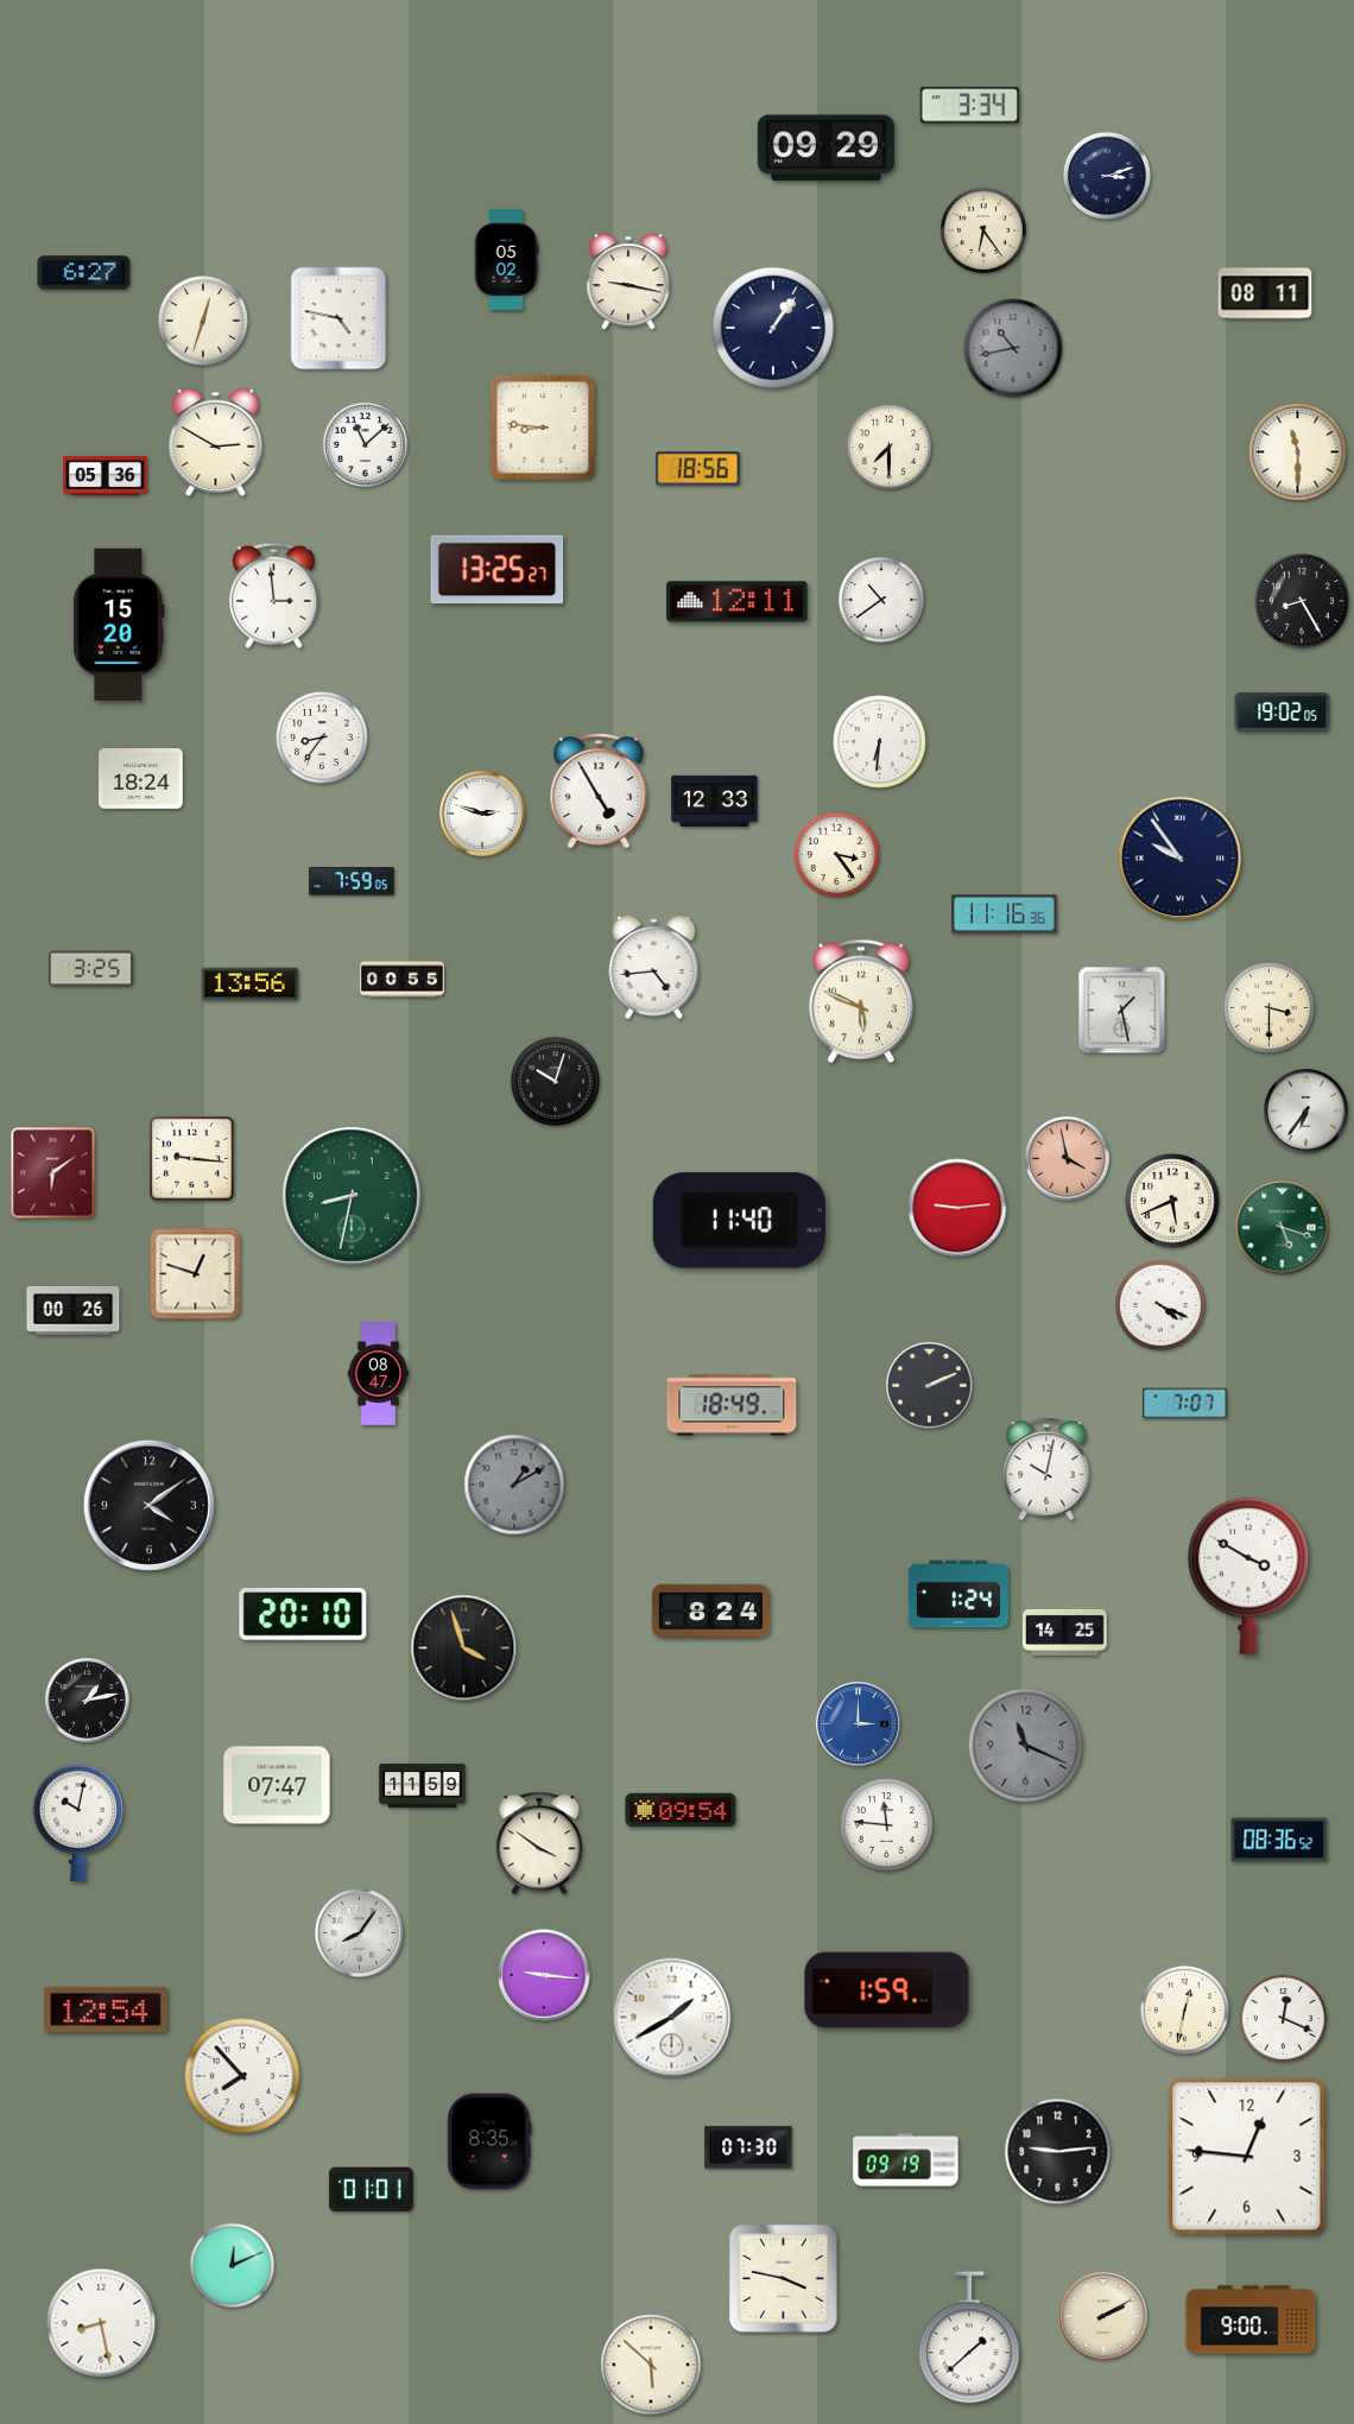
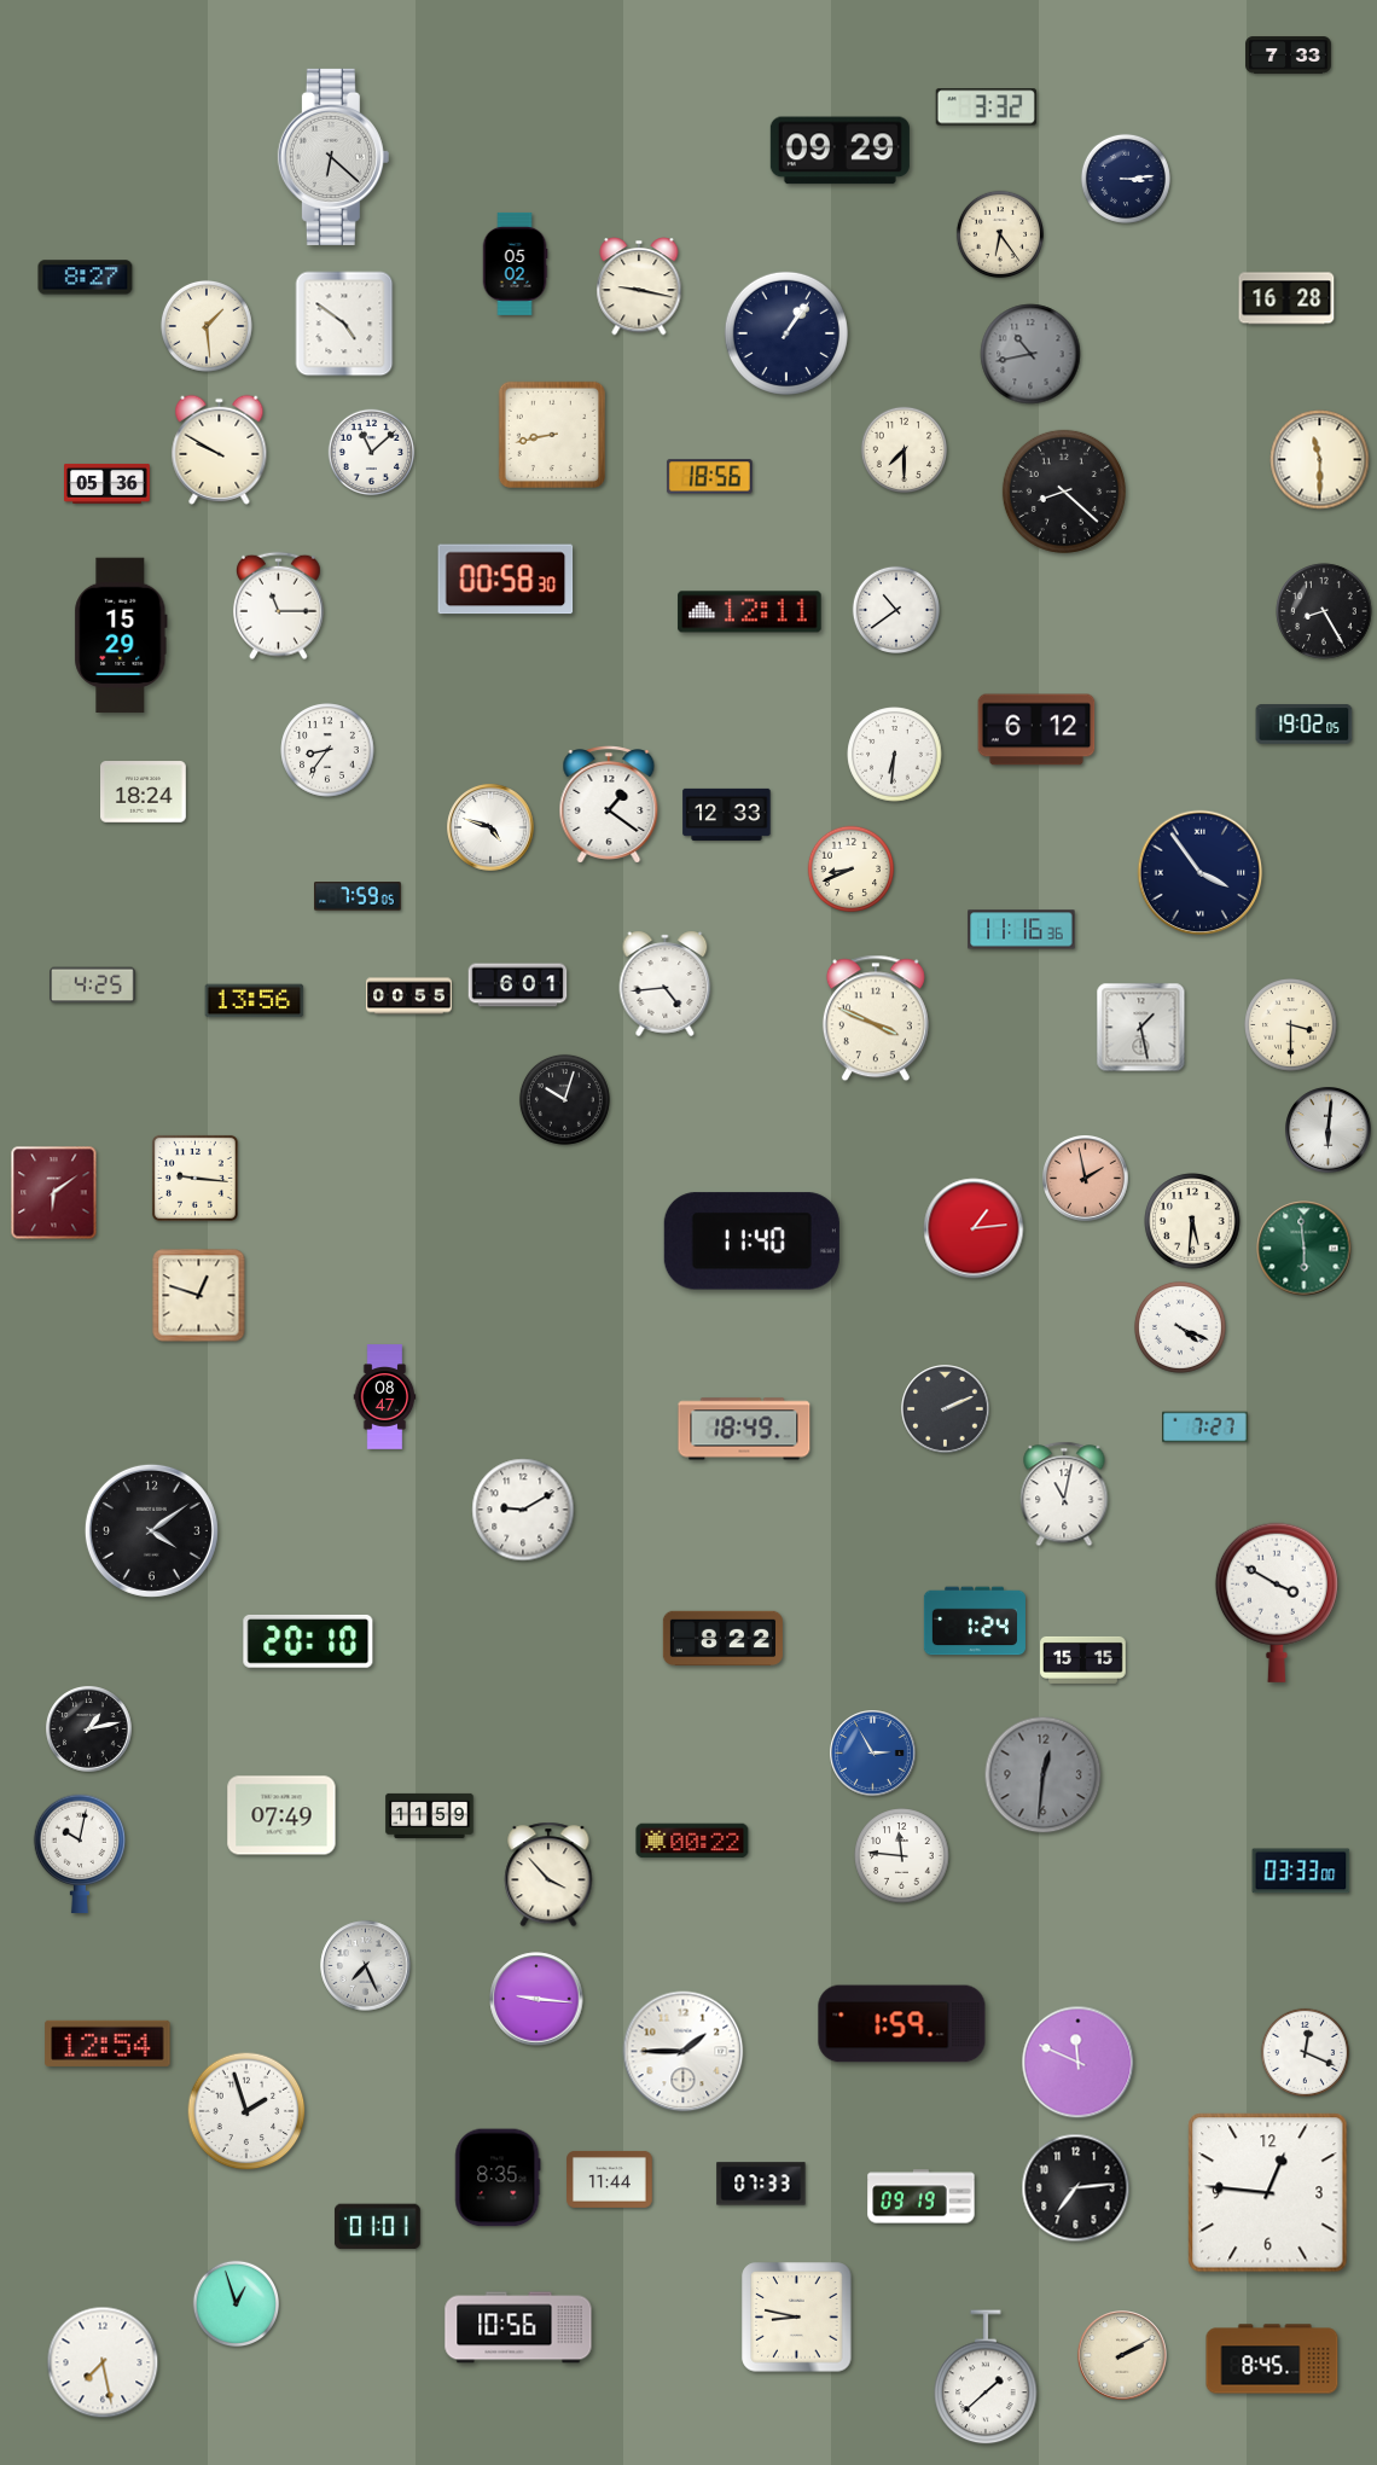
clock at (1289, 56): none -> 7:33
clock at (969, 106): 3:34 -> 3:32
clock at (333, 157): none -> 6:22
clock at (1107, 176): 3:12 -> 3:14
clock at (84, 273): 6:27 -> 8:27
clock at (1265, 293): 08:11 -> 16:28
clock at (338, 318): 4:47 -> 4:51
clock at (203, 321): 12:33 -> 1:29
clock at (543, 428): 8:46 -> 8:43
clock at (216, 442): 2:50 -> 9:50
clock at (890, 448) position: (890, 448) -> (905, 450)
clock at (1064, 492): none -> 8:22
clock at (498, 570): 13:25 -> 00:58
clock at (274, 596): 2:59 -> 11:15
clock at (119, 625): 15:20 -> 15:29
clock at (1036, 729): none -> 6:12
clock at (599, 791): 4:55 -> 1:21
clock at (482, 814): 2:48 -> 4:48
clock at (837, 855): 3:24 -> 8:41
clock at (1181, 859): 9:54 -> 3:54
clock at (91, 969): 3:25 -> 4:25
clock at (518, 986): none -> 6:01
clock at (861, 1001): 5:49 -> 3:49
clock at (1306, 1112): 6:36 -> 6:01
clock at (1068, 1159): 3:58 -> 1:58
clock at (353, 1197): 8:32 -> none
clock at (1172, 1201): 5:41 -> 5:31
clock at (957, 1208): 9:14 -> 1:14
clock at (1283, 1228): 5:18 -> 5:59
clock at (74, 1310): 00:26 -> none
clock at (1185, 1404): 7:07 -> 7:27
clock at (1046, 1469): 10:02 -> 11:02
clock at (514, 1485): 1:10 -> 9:10
clock at (514, 1485) dial: grey -> white
clock at (1248, 1576) position: (1248, 1576) -> (1277, 1603)
clock at (710, 1610): 8:24 -> 8:22
clock at (1065, 1632): 14:25 -> 15:15
clock at (464, 1648): 3:57 -> none
clock at (859, 1724): 3:00 -> 2:55
clock at (1026, 1746): 11:19 -> 12:31
clock at (277, 1785): 07:47 -> 07:49
clock at (681, 1810): 09:54 -> 00:22
clock at (1279, 1840): 08:36 -> 03:33
clock at (539, 1843): 3:51 -> 3:53
clock at (360, 1933): 8:06 -> 7:26
clock at (544, 1975) position: (544, 1975) -> (536, 1999)
clock at (1184, 2010): 12:32 -> none
clock at (672, 2018): 1:40 -> 1:45
clock at (1079, 2063): none -> 11:49
clock at (242, 2076): 7:53 -> 1:57
clock at (610, 2179): none -> 11:44
clock at (748, 2147): 07:30 -> 07:33
clock at (1058, 2152): 9:14 -> 7:14
clock at (233, 2266): 12:11 -> 12:57
clock at (784, 2279): 3:47 -> 8:47
clock at (518, 2327): none -> 10:56
clock at (1251, 2319): 9:00 -> 8:45
clock at (101, 2323): 8:28 -> 7:28
clock at (651, 2365): 5:52 -> none
